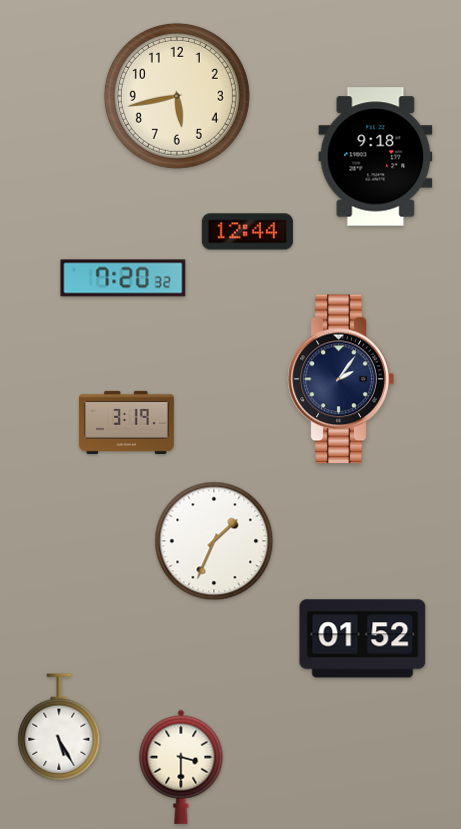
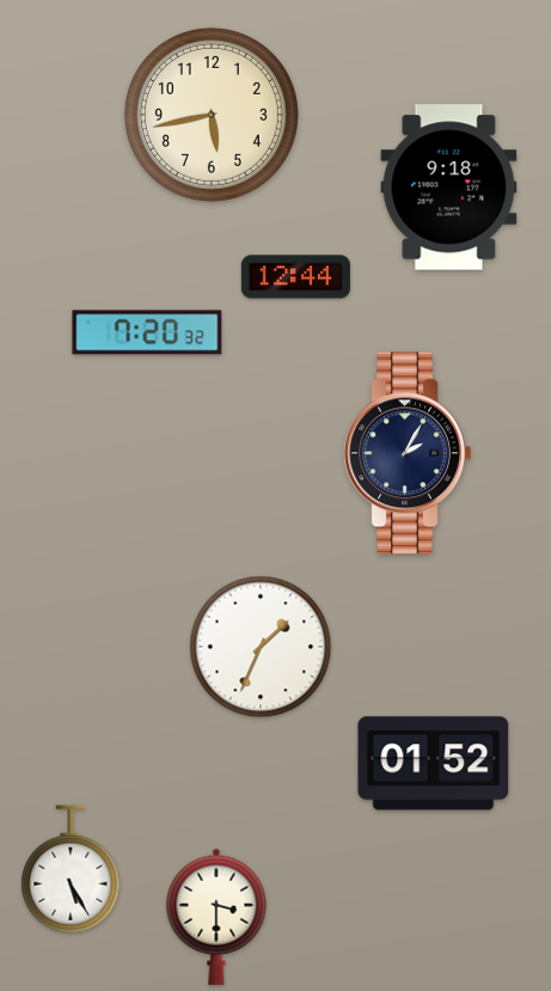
clock at (341, 379): 2:06 -> 2:05
clock at (127, 422): 3:19 -> none
clock at (214, 541) position: (214, 541) -> (261, 647)
